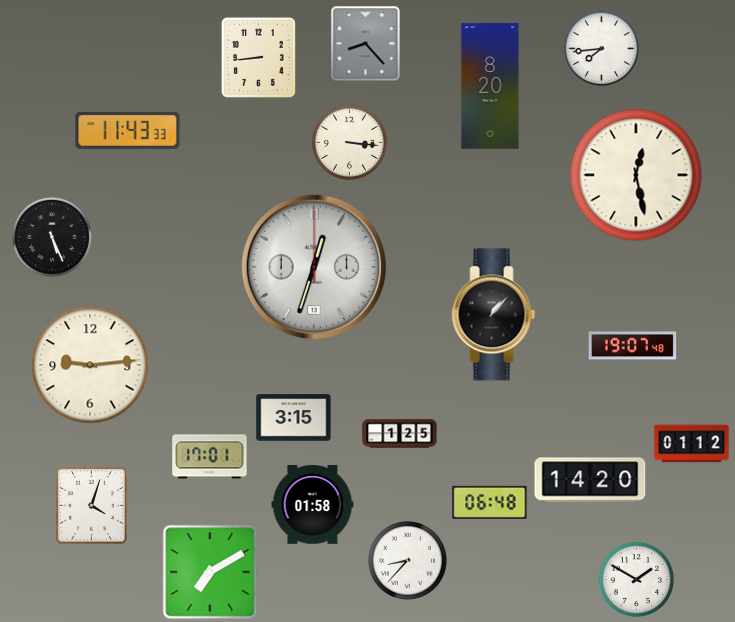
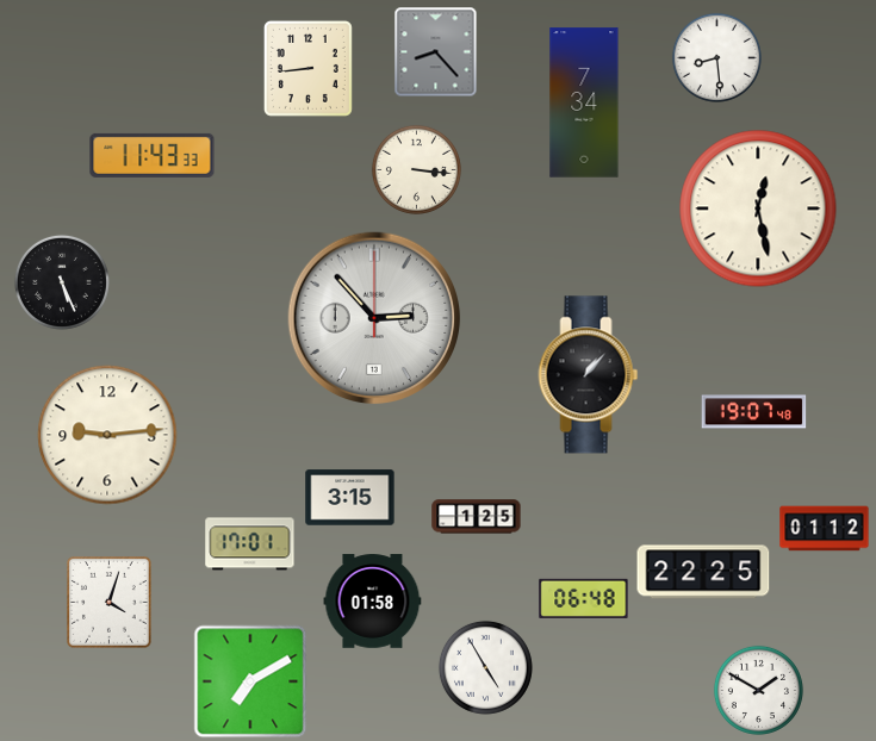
clock at (601, 48): 7:44 -> 8:29
clock at (490, 86): 8:20 -> 7:34
clock at (314, 267): 12:33 -> 2:53
clock at (590, 480): 14:20 -> 22:25
clock at (407, 560): 8:37 -> 4:55
